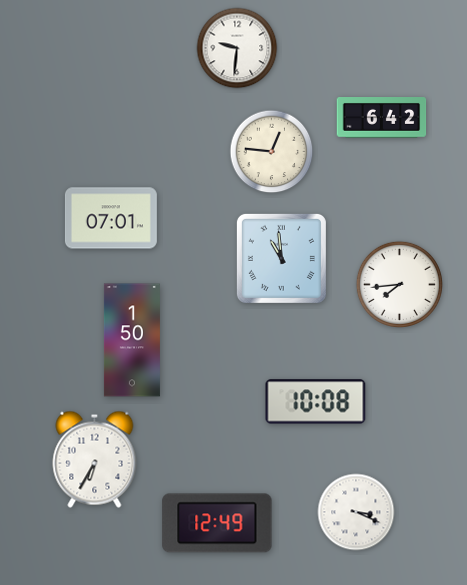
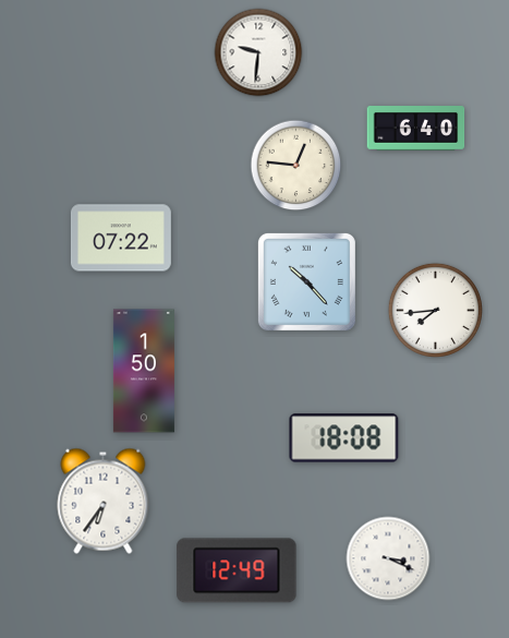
clock at (382, 118): 6:42 -> 6:40
clock at (111, 218): 07:01 -> 07:22
clock at (281, 258): 10:59 -> 10:23
clock at (316, 402): 10:08 -> 18:08
clock at (95, 459): 6:35 -> 6:36
